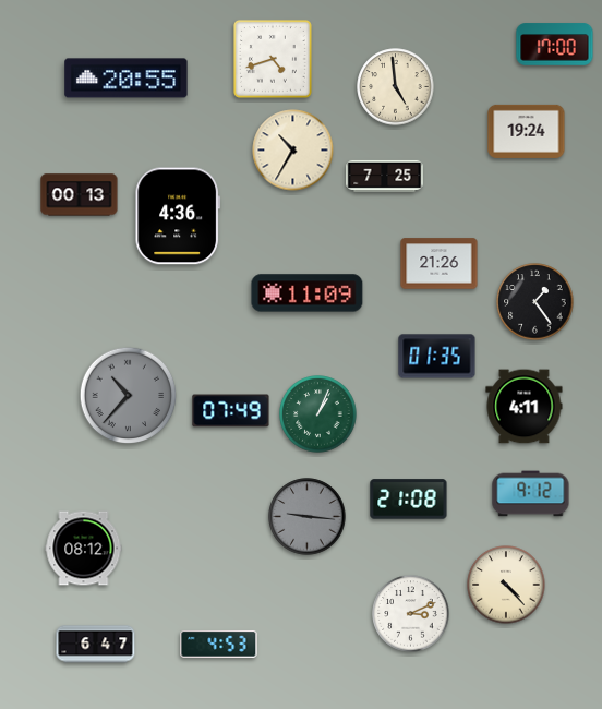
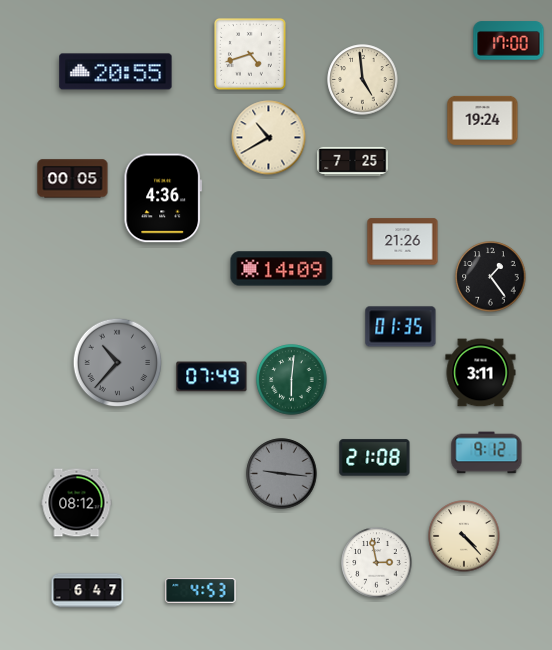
clock at (293, 151): 10:35 -> 10:40
clock at (80, 195): 00:13 -> 00:05
clock at (308, 293): 11:09 -> 14:09
clock at (525, 407): 4:11 -> 3:11
clock at (318, 414): 1:04 -> 6:01
clock at (411, 614): 3:11 -> 2:58
